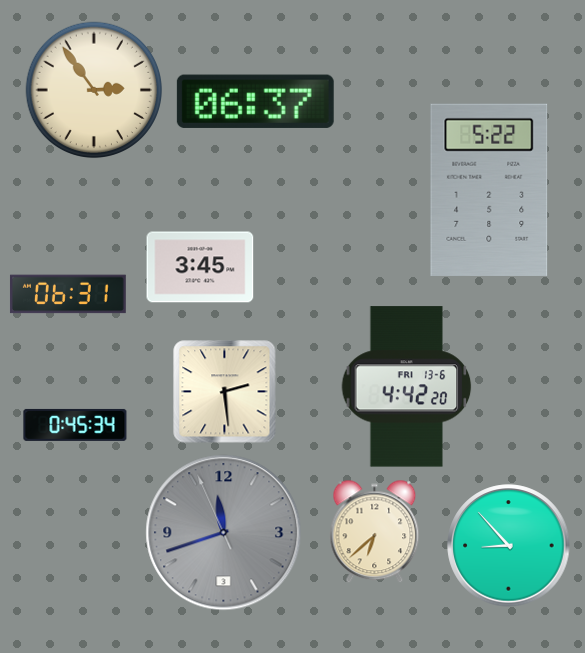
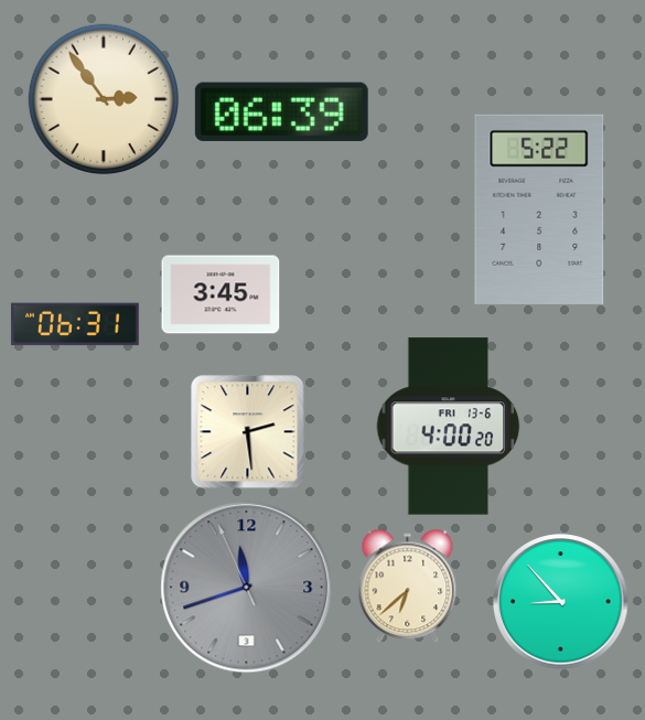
clock at (255, 101): 06:37 -> 06:39
clock at (407, 387): 4:42 -> 4:00
clock at (75, 425): 0:45 -> none
clock at (375, 532) position: (375, 532) -> (408, 587)
